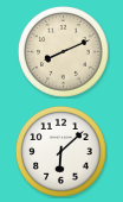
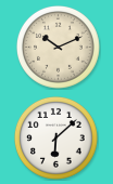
clock at (64, 52): 8:11 -> 10:11
